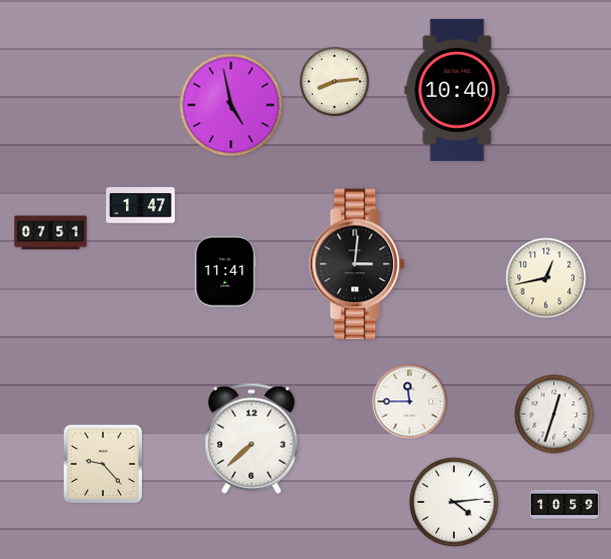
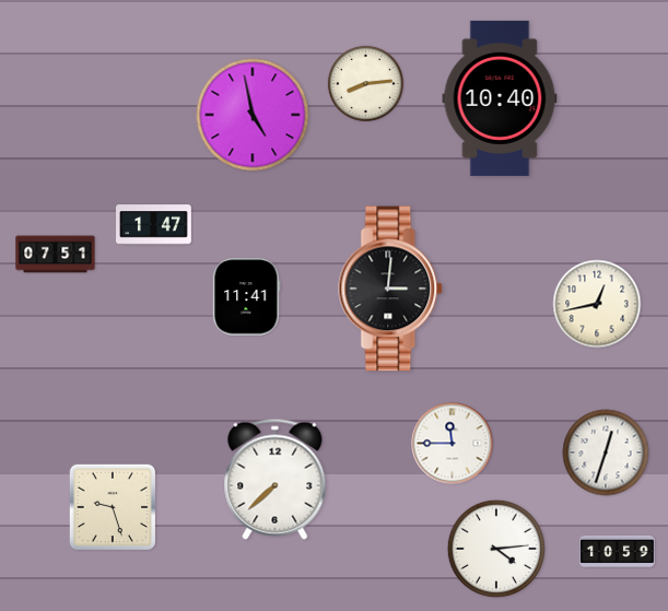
clock at (334, 81) position: (334, 81) -> (365, 83)
clock at (410, 402) position: (410, 402) -> (453, 444)
clock at (103, 464): 9:23 -> 9:27
